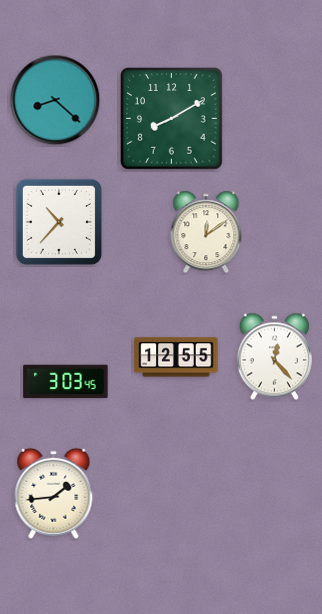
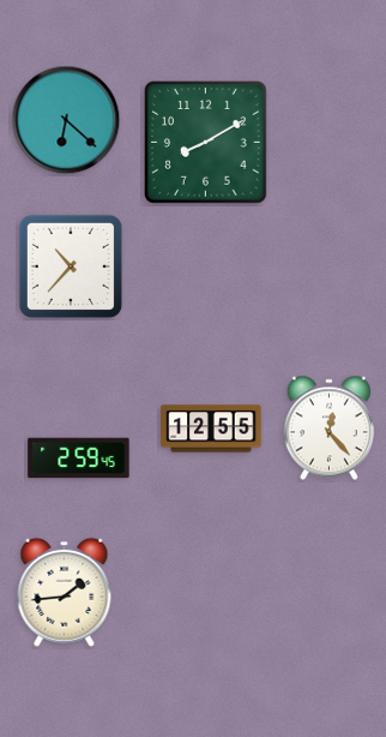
clock at (55, 100): 8:22 -> 6:22
clock at (206, 232): 12:09 -> none
clock at (66, 382): 3:03 -> 2:59
